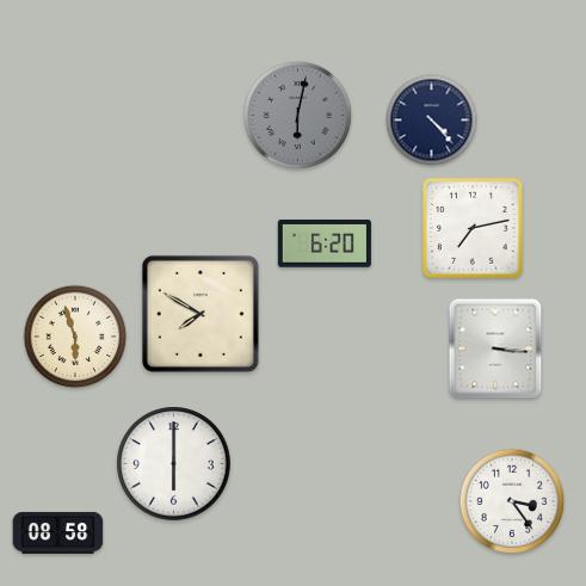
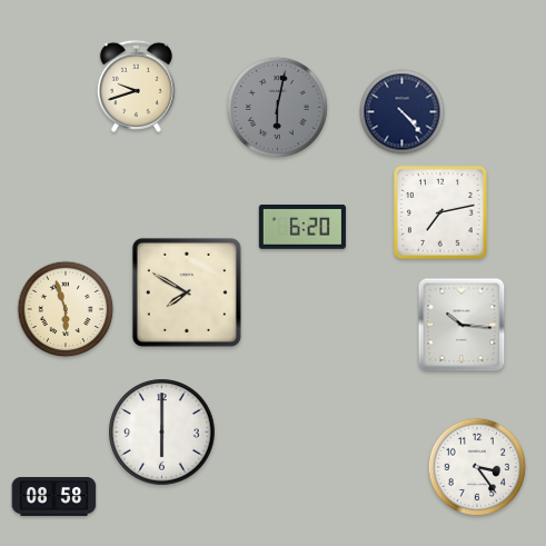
clock at (136, 86): none -> 9:42
clock at (75, 337) position: (75, 337) -> (66, 309)
clock at (495, 348): 3:16 -> 10:16
